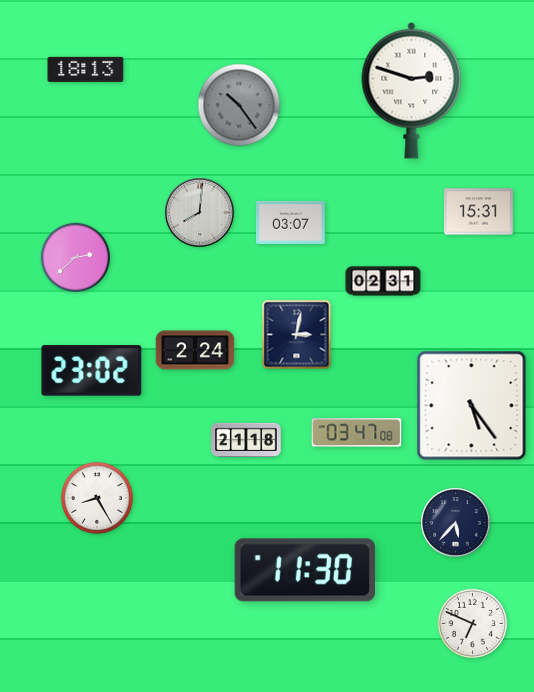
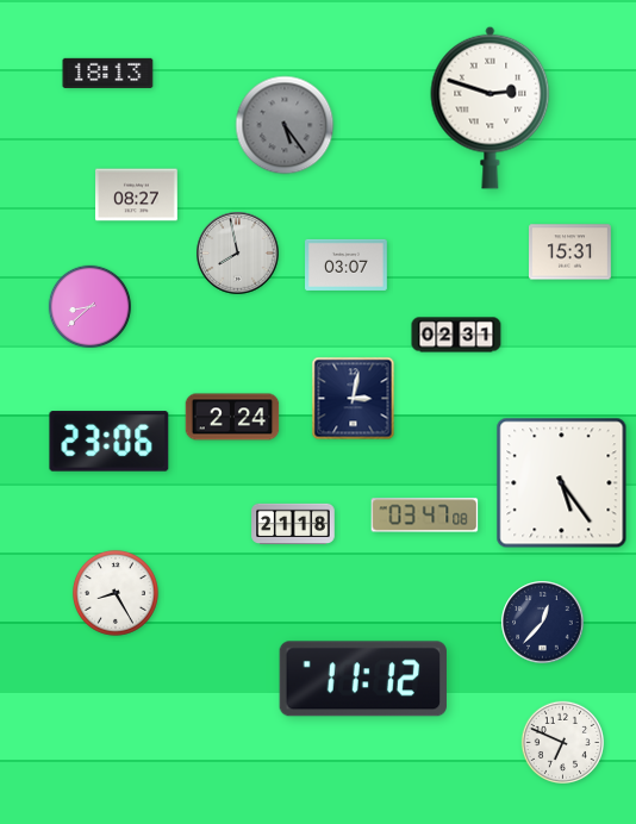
clock at (86, 69) position: (86, 69) -> (108, 73)
clock at (239, 105): 10:24 -> 5:24
clock at (137, 195): none -> 08:27
clock at (200, 213): 8:01 -> 7:58
clock at (75, 257): 2:38 -> 8:38
clock at (92, 371): 23:02 -> 23:06
clock at (456, 523): 5:37 -> 12:37
clock at (305, 570): 11:30 -> 11:12
